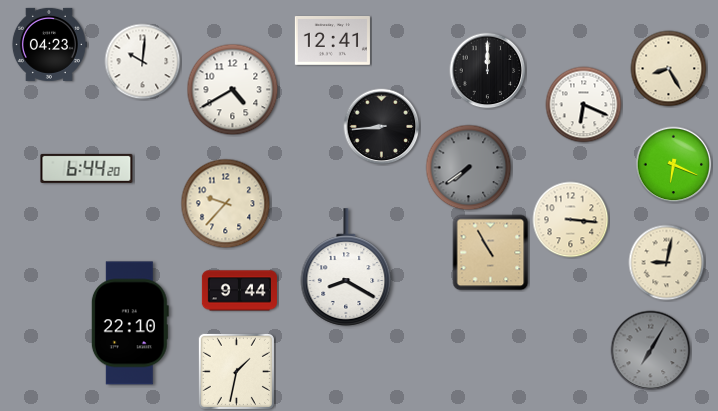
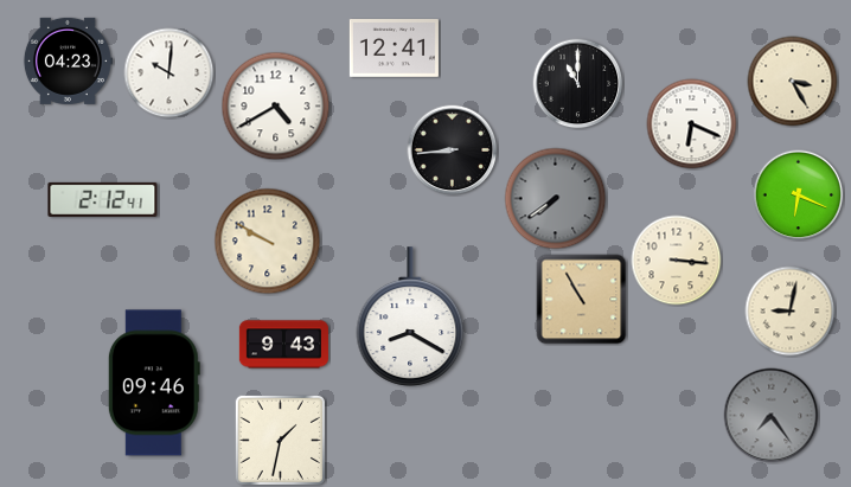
clock at (49, 44) position: (49, 44) -> (68, 60)
clock at (669, 69): 8:25 -> 3:25
clock at (488, 71): 12:00 -> 11:00
clock at (87, 168): 6:44 -> 2:12
clock at (226, 204): 9:37 -> 9:50
clock at (239, 291): 9:44 -> 9:43
clock at (130, 323): 22:10 -> 09:46
clock at (651, 351): 7:05 -> 7:24
